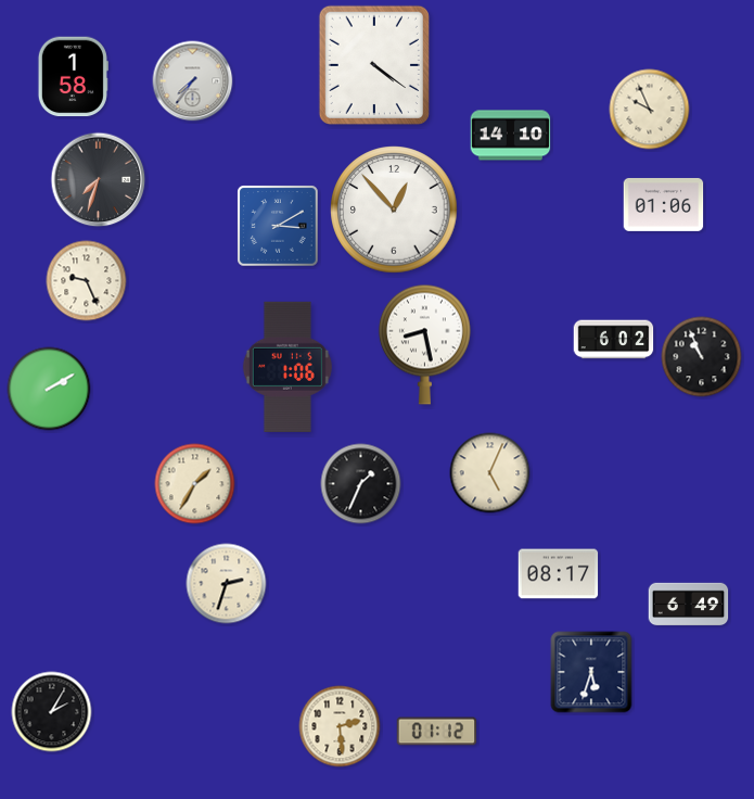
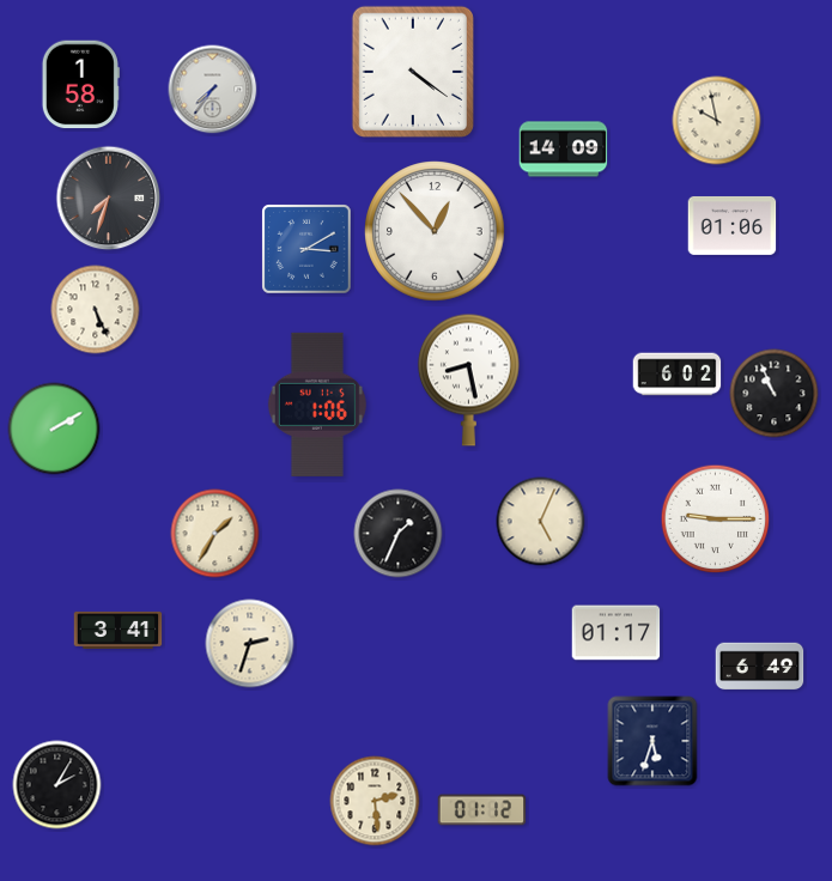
clock at (650, 110): 9:56 -> 9:58
clock at (511, 136): 14:10 -> 14:09
clock at (87, 281): 9:26 -> 5:26
clock at (716, 520): none -> 9:15
clock at (119, 630): none -> 3:41
clock at (559, 574): 08:17 -> 01:17
clock at (437, 732) position: (437, 732) -> (482, 810)
